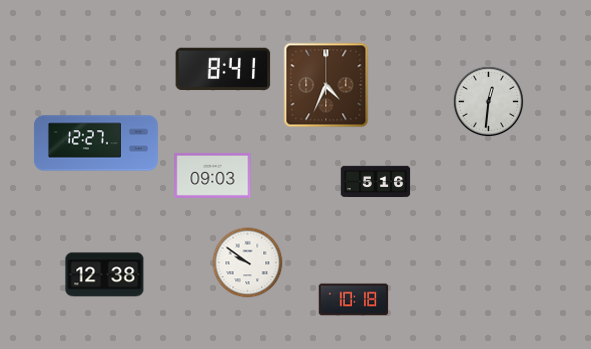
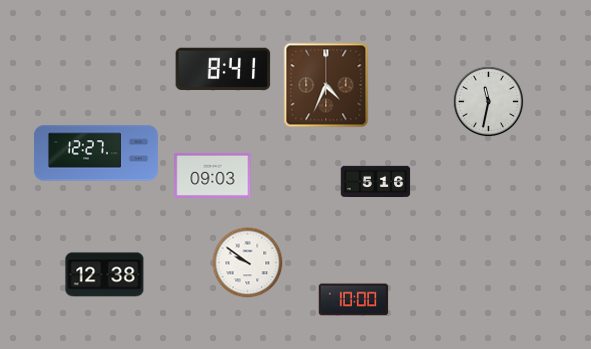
clock at (489, 102): 12:31 -> 11:32
clock at (96, 143) position: (96, 143) -> (96, 153)
clock at (354, 300): 10:18 -> 10:00
